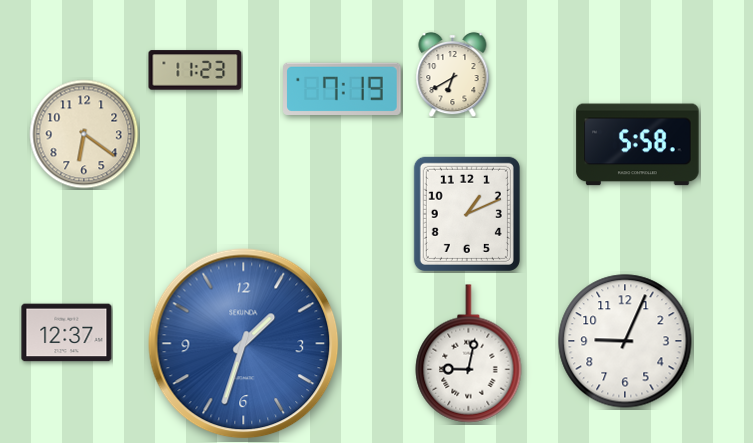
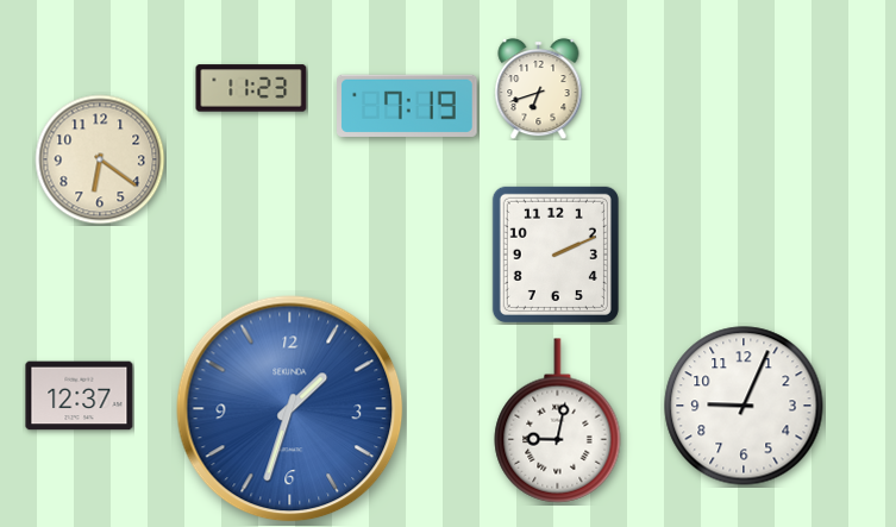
clock at (195, 70) position: (195, 70) -> (251, 88)
clock at (453, 74): 6:40 -> 6:42
clock at (638, 145): 5:58 -> none
clock at (467, 214): 1:11 -> 2:11
